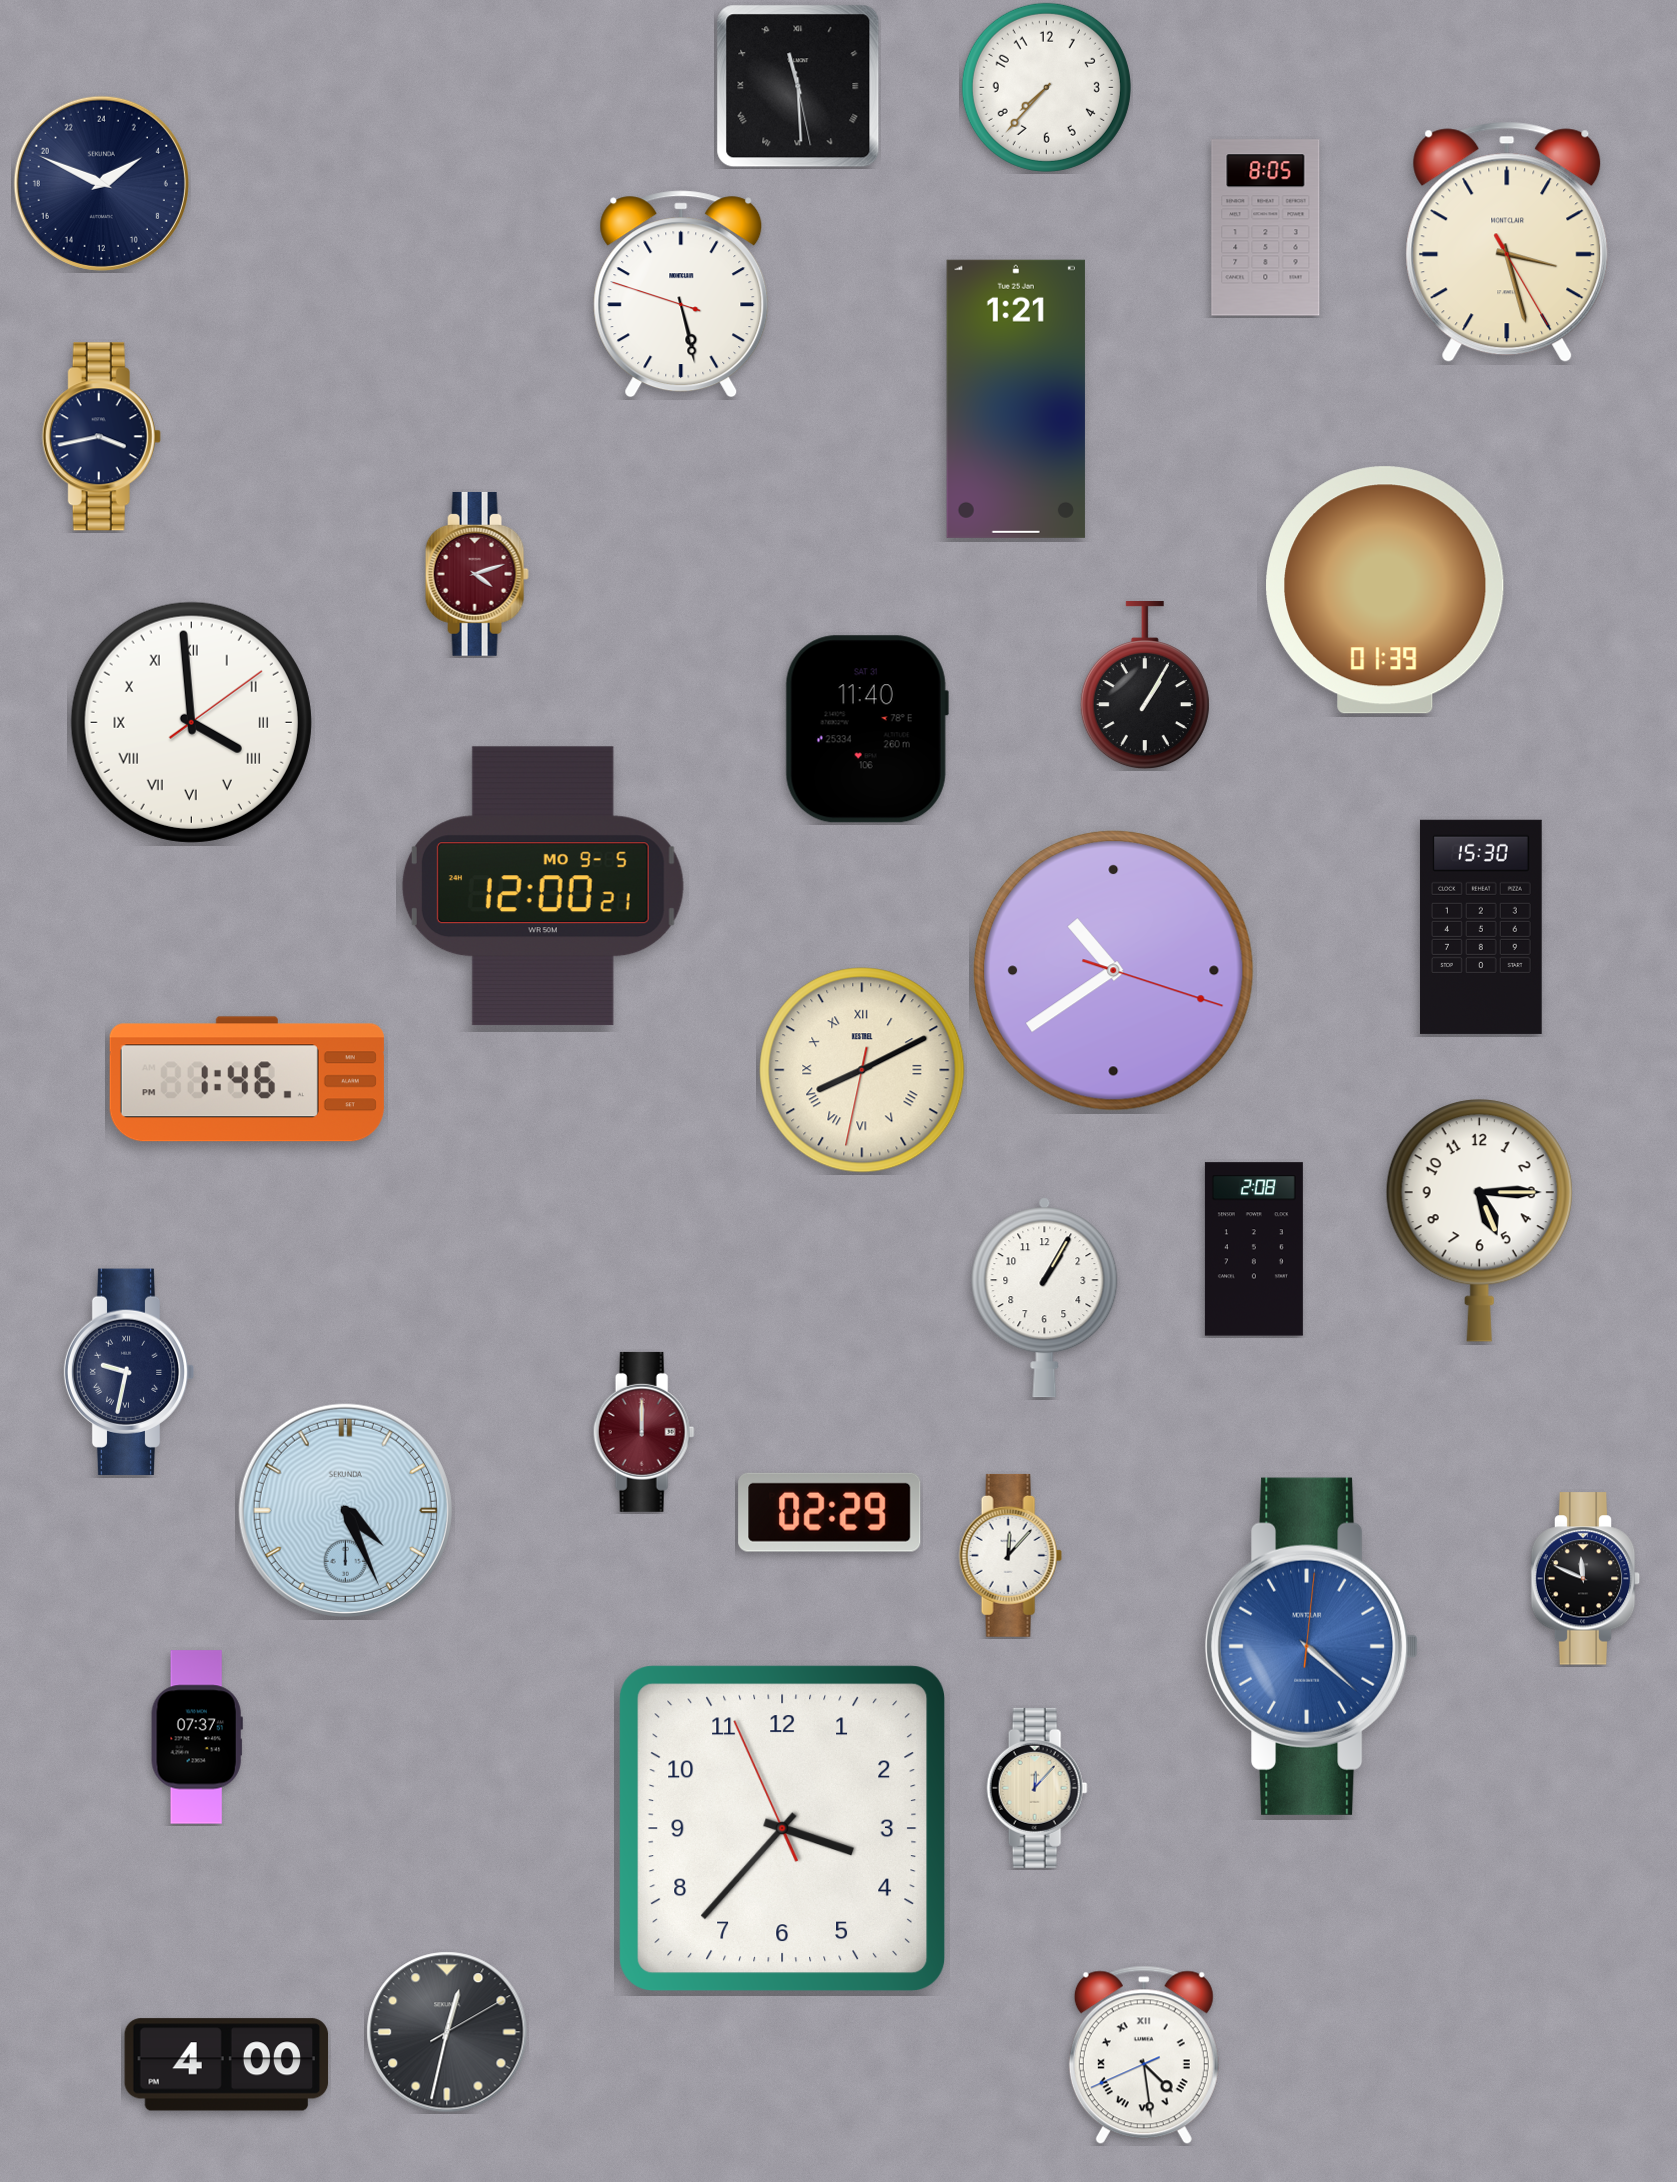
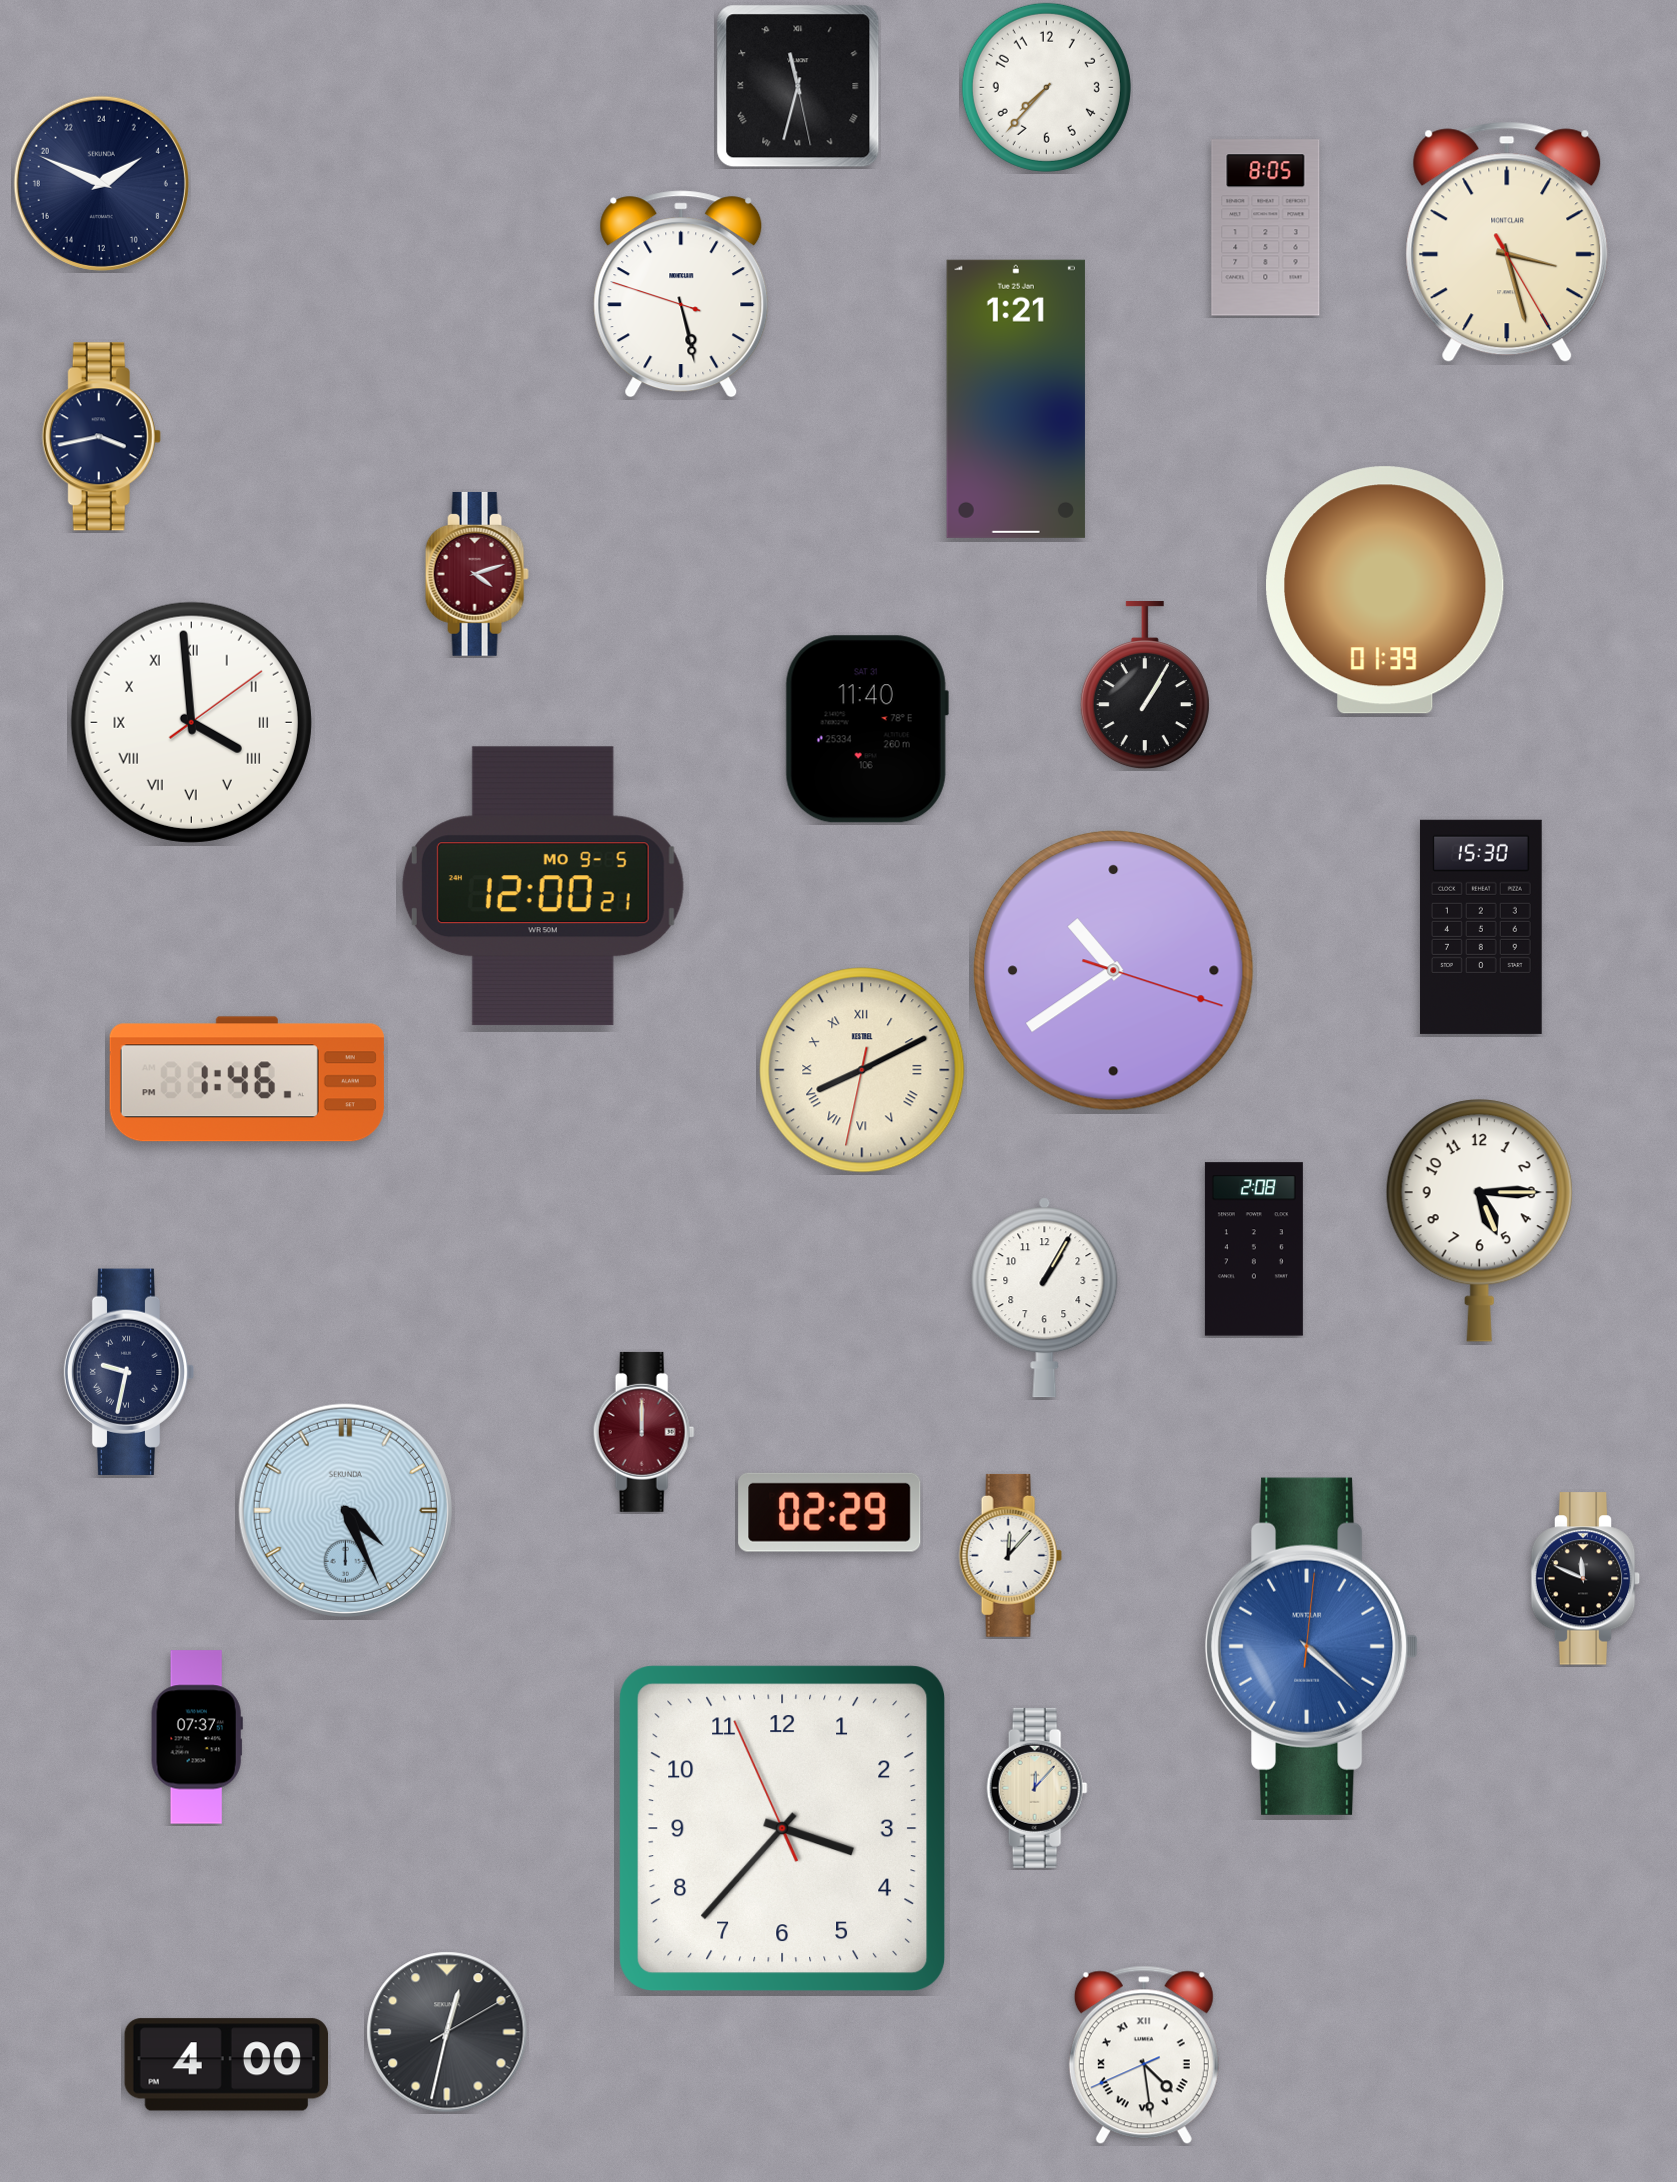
clock at (798, 86): 11:29 -> 11:32
